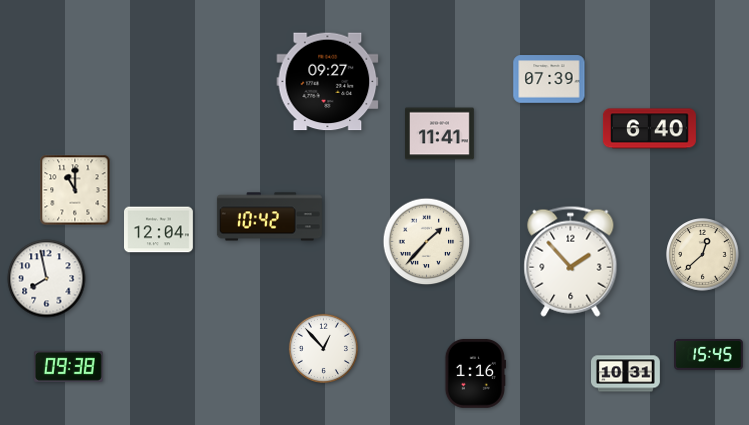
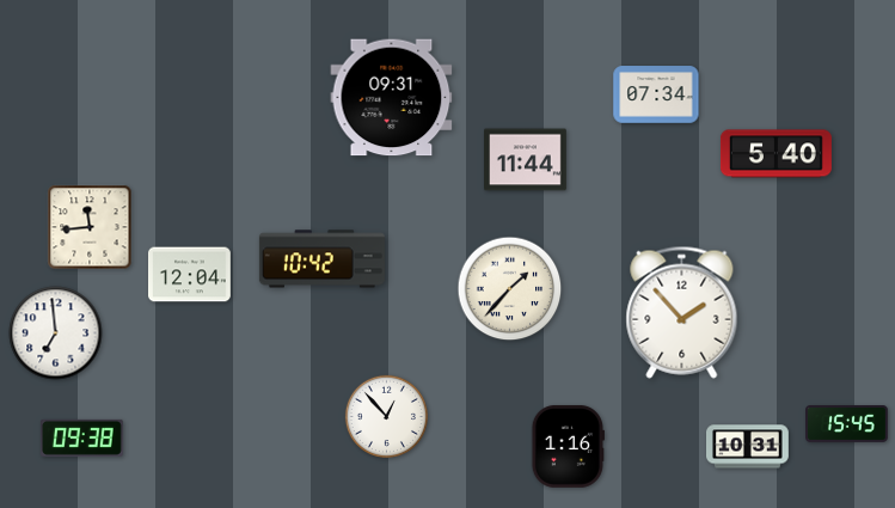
clock at (549, 79): 07:39 -> 07:34
clock at (328, 82): 09:27 -> 09:31
clock at (649, 129): 6:40 -> 5:40
clock at (440, 134): 11:41 -> 11:44
clock at (75, 190): 11:00 -> 11:44
clock at (703, 255): 12:38 -> none
clock at (47, 279): 7:58 -> 6:59
